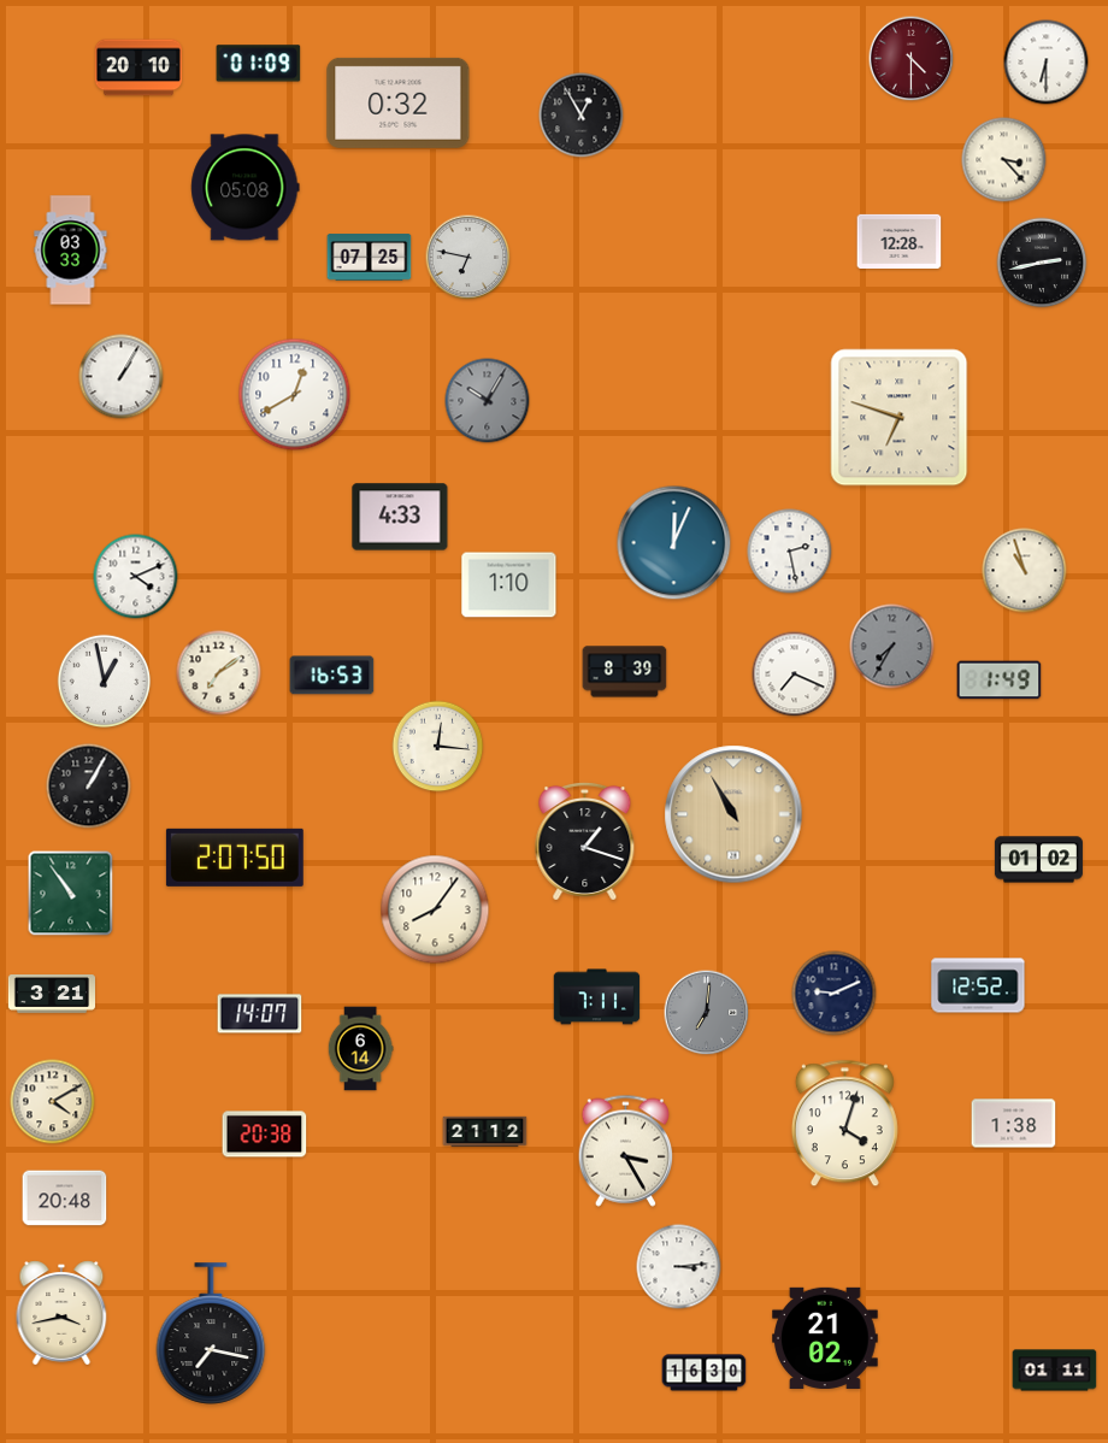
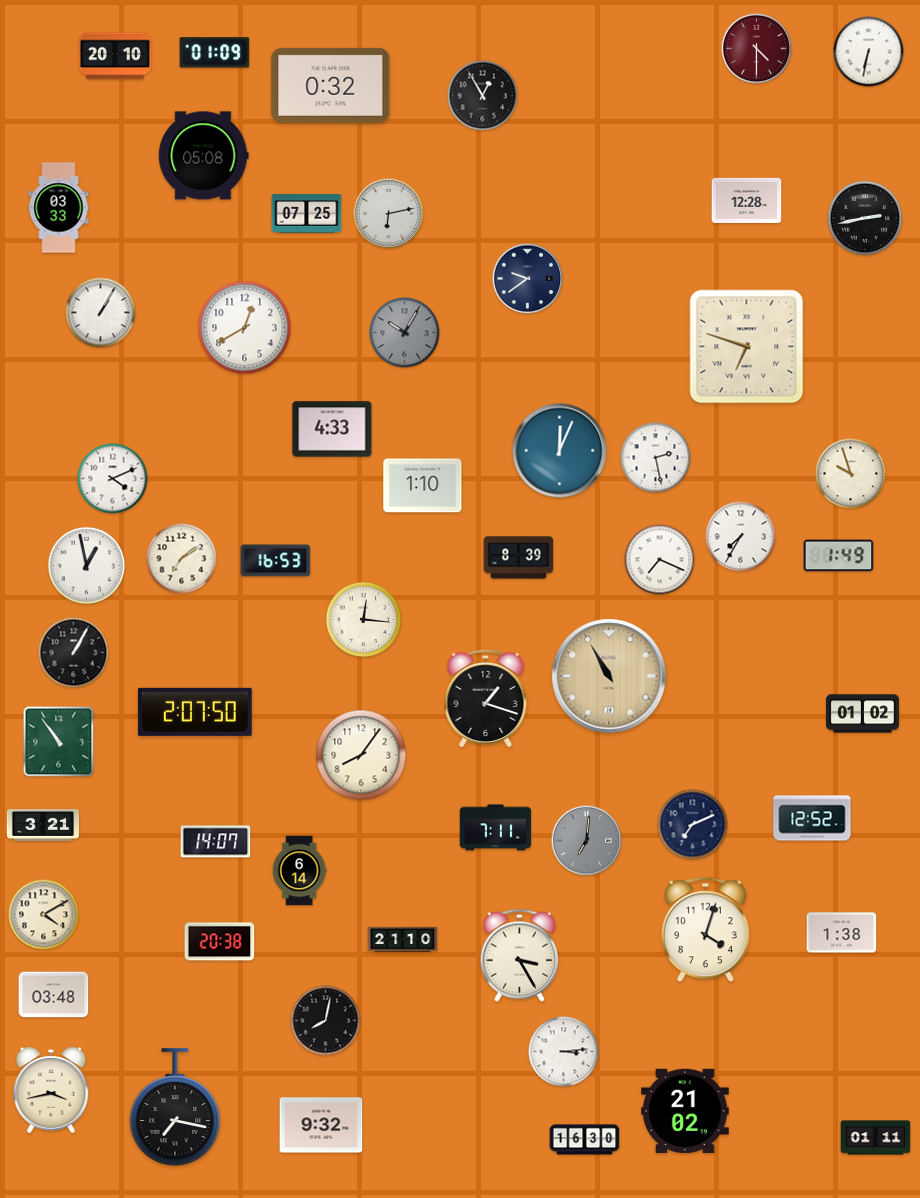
clock at (1047, 63): 6:30 -> 6:32
clock at (1004, 160): 3:23 -> none
clock at (468, 258): 6:47 -> 6:13
clock at (528, 279): none -> 9:39
clock at (1025, 571): 10:57 -> 9:57
clock at (892, 647) dial: grey -> white
clock at (1000, 681) position: (1000, 681) -> (839, 556)
clock at (835, 994): 9:11 -> 7:11
clock at (844, 1124) position: (844, 1124) -> (705, 930)
clock at (485, 1132): 21:12 -> 21:10
clock at (65, 1198): 20:48 -> 03:48
clock at (326, 1021): none -> 8:02
clock at (321, 1125): none -> 9:32
